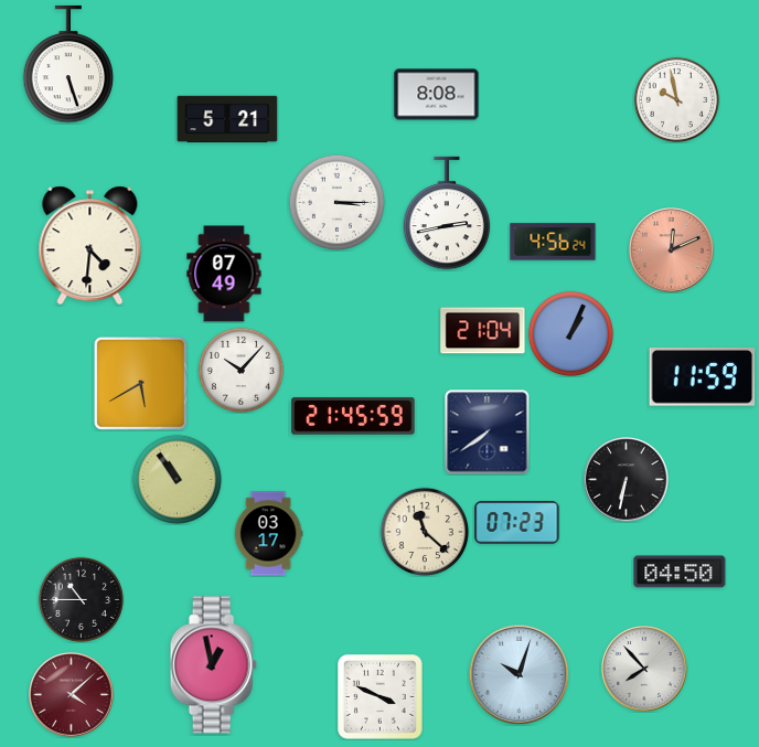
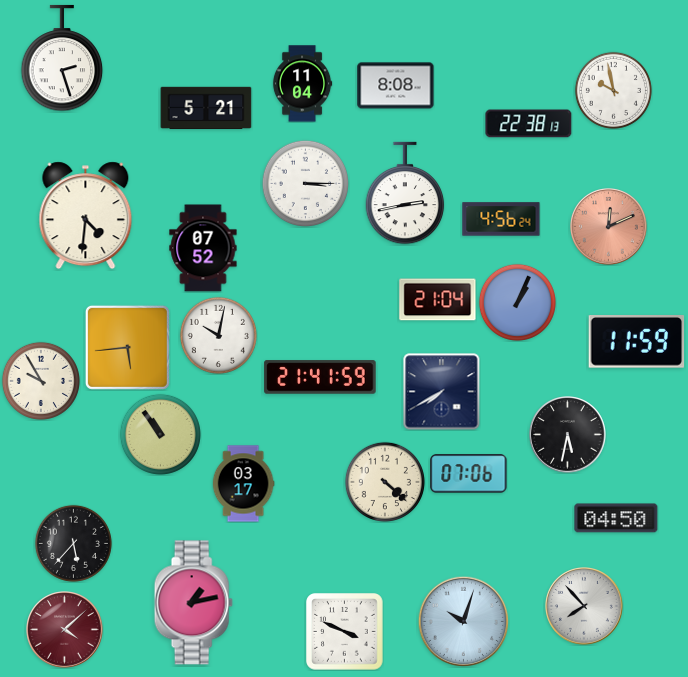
clock at (68, 64): 5:27 -> 2:27
clock at (302, 84): none -> 11:04
clock at (529, 124): none -> 22:38
clock at (90, 246) position: (90, 246) -> (86, 216)
clock at (224, 274): 07:49 -> 07:52
clock at (240, 370): 10:07 -> 10:02
clock at (140, 383): 5:40 -> 5:44
clock at (353, 416): 21:45 -> 21:41
clock at (41, 381): none -> 9:55
clock at (488, 433): 7:39 -> 7:40
clock at (627, 480): 6:32 -> 5:32
clock at (517, 523): 07:23 -> 07:06
clock at (425, 532): 11:22 -> 4:22
clock at (81, 599): 10:45 -> 5:37
clock at (213, 665): 12:58 -> 1:13
clock at (519, 674) position: (519, 674) -> (463, 621)
